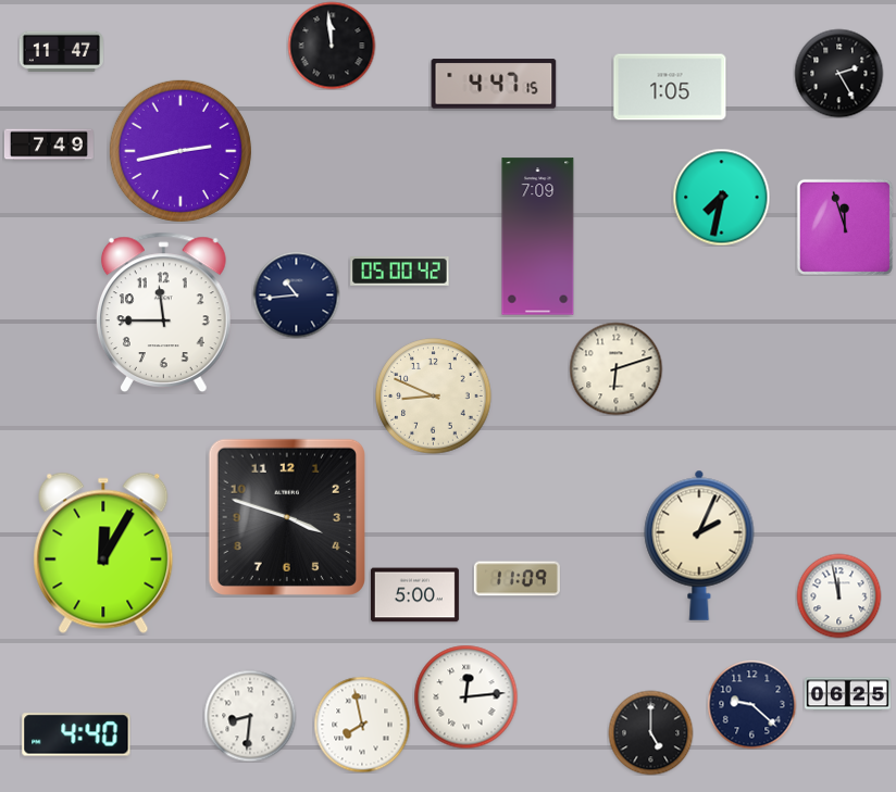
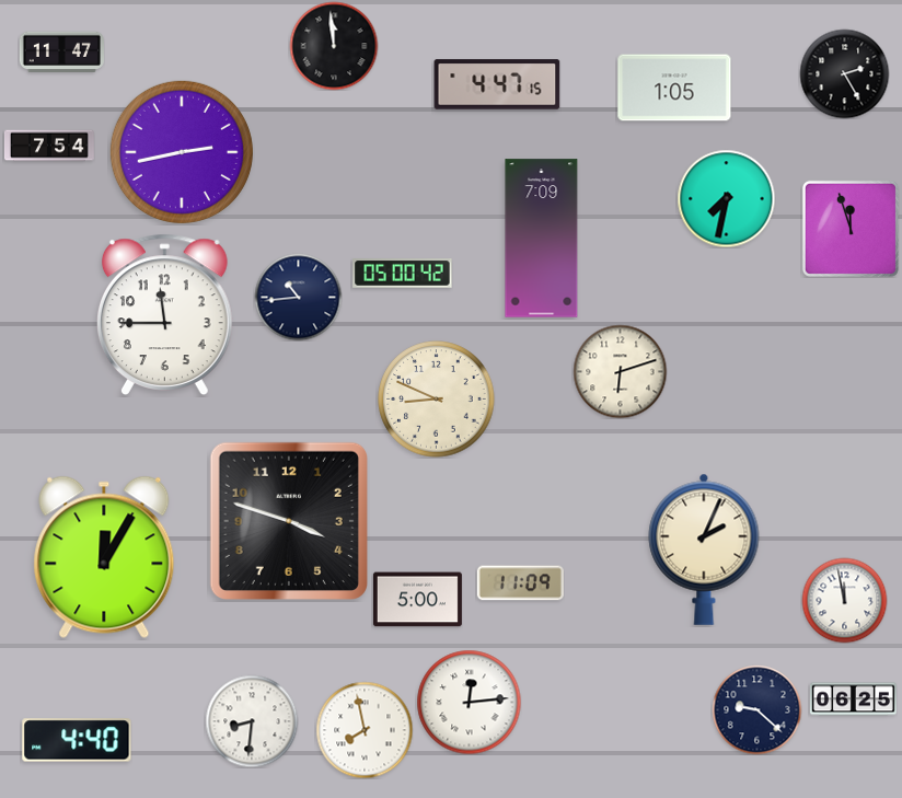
clock at (49, 144): 7:49 -> 7:54
clock at (650, 732): 5:00 -> none
